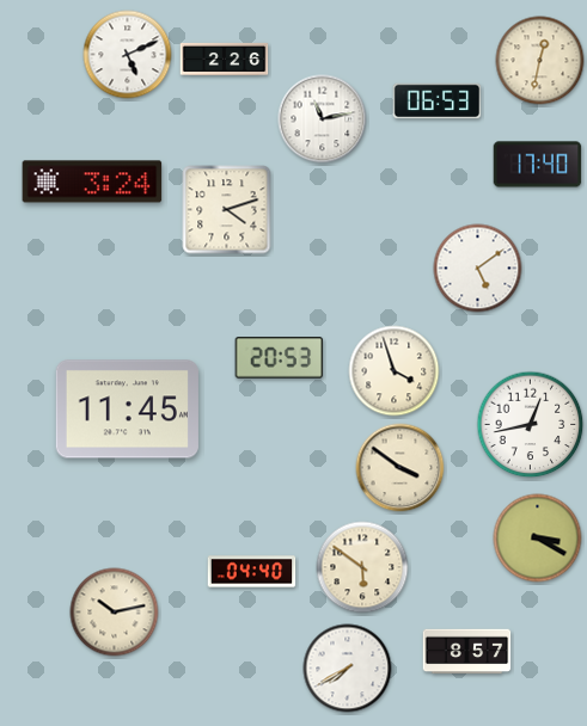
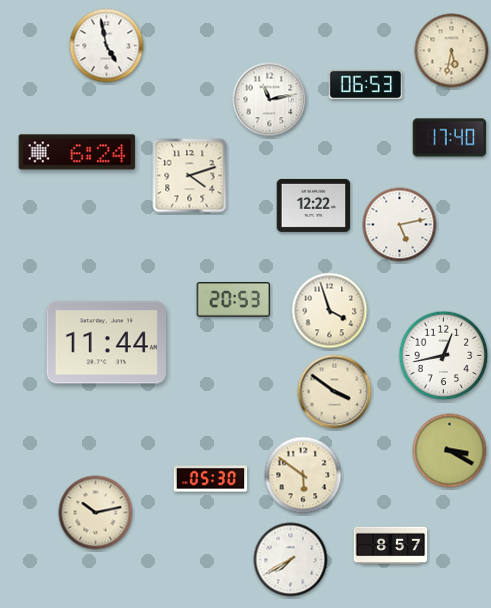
clock at (128, 55): 5:11 -> 4:58
clock at (225, 59): 2:26 -> none
clock at (540, 61): 12:32 -> 5:32
clock at (92, 181): 3:24 -> 6:24
clock at (314, 205): none -> 12:22
clock at (478, 269): 5:09 -> 5:13
clock at (127, 410): 11:45 -> 11:44
clock at (252, 572): 04:40 -> 05:30
